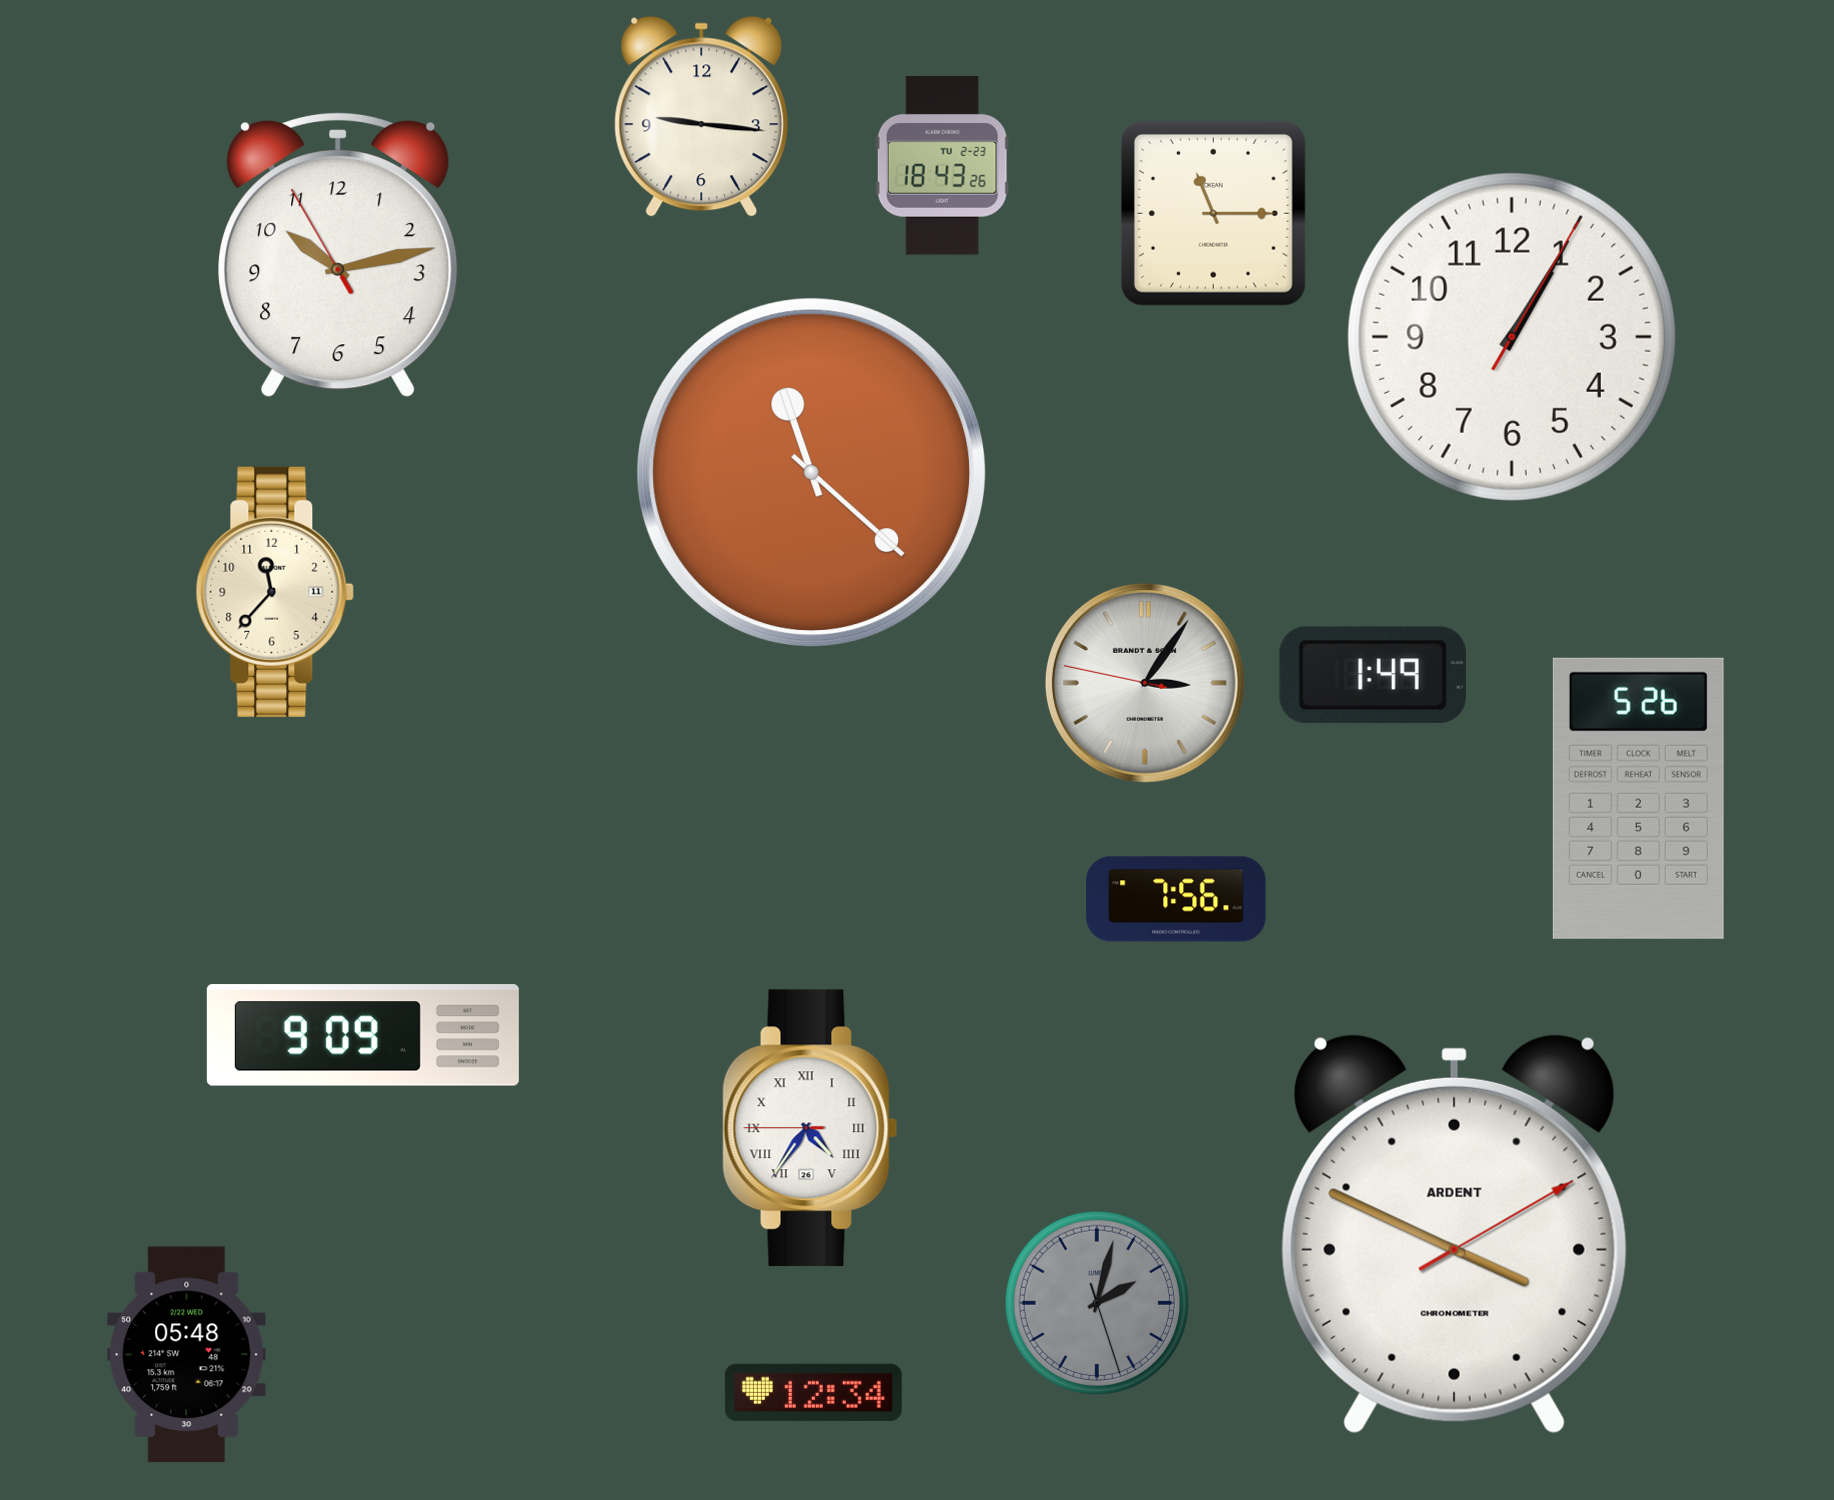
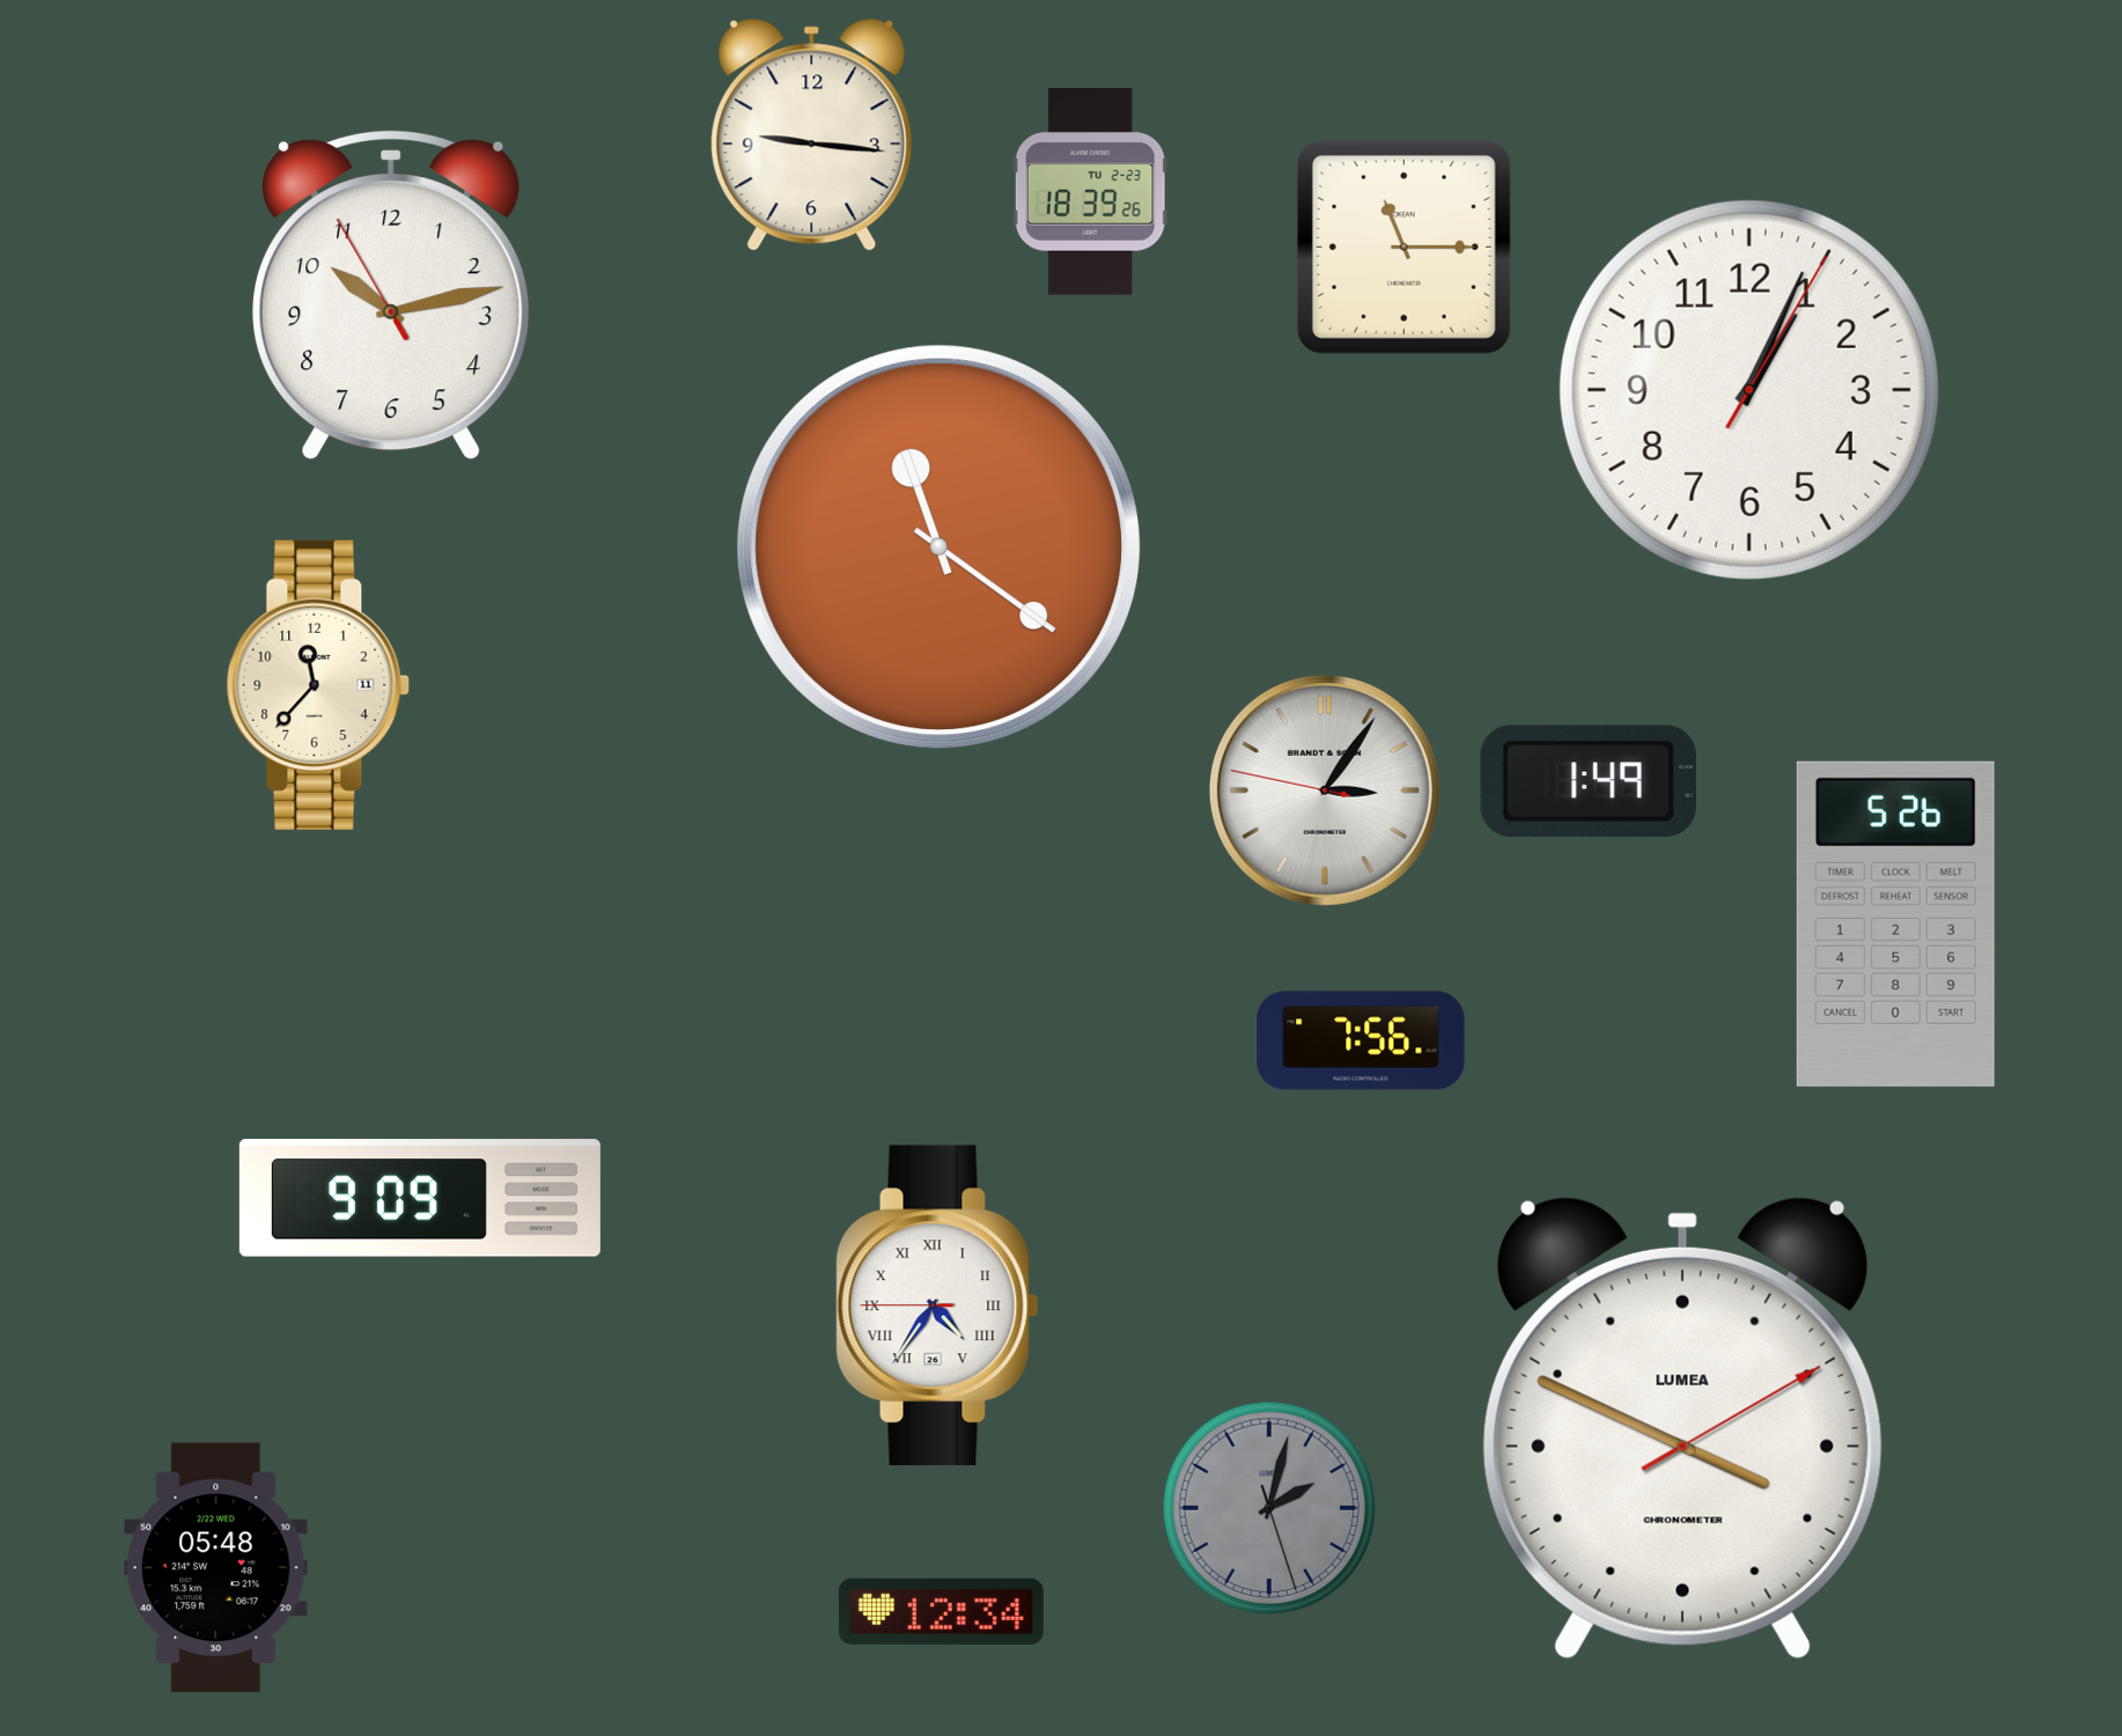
clock at (942, 166): 18:43 -> 18:39
clock at (1512, 337): 1:05 -> 1:04
clock at (811, 472): 11:22 -> 11:21
clock at (1454, 1234) brand: ARDENT -> LUMEA
